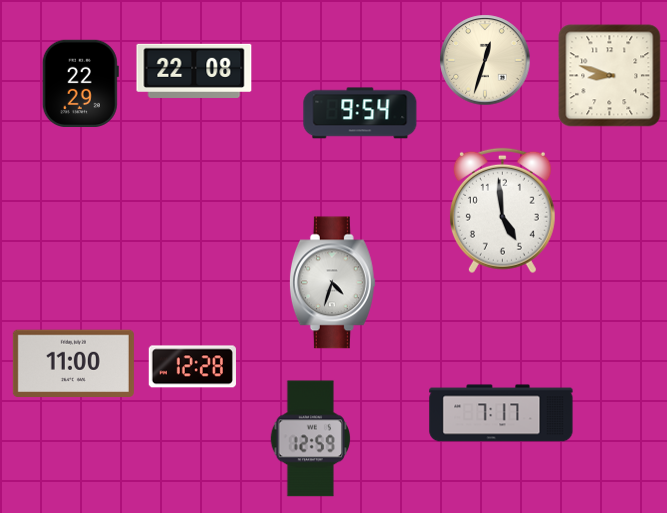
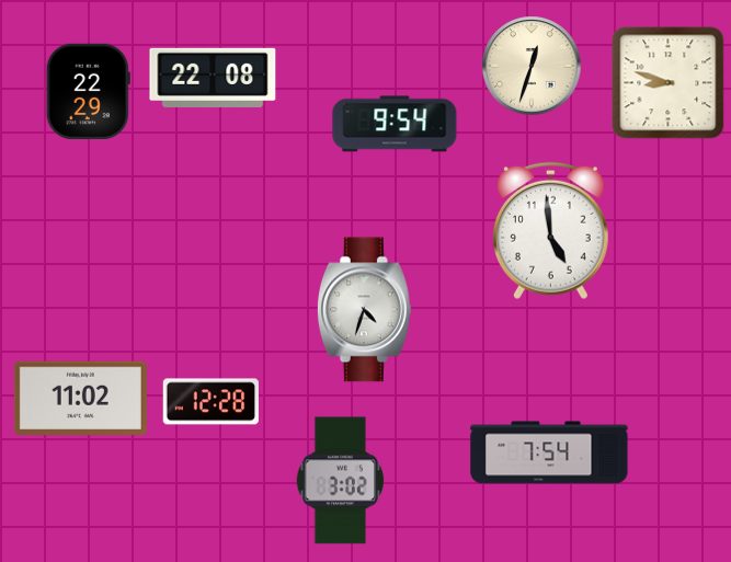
clock at (73, 364): 11:00 -> 11:02
clock at (501, 413): 7:17 -> 7:54
clock at (310, 439): 12:59 -> 3:02
